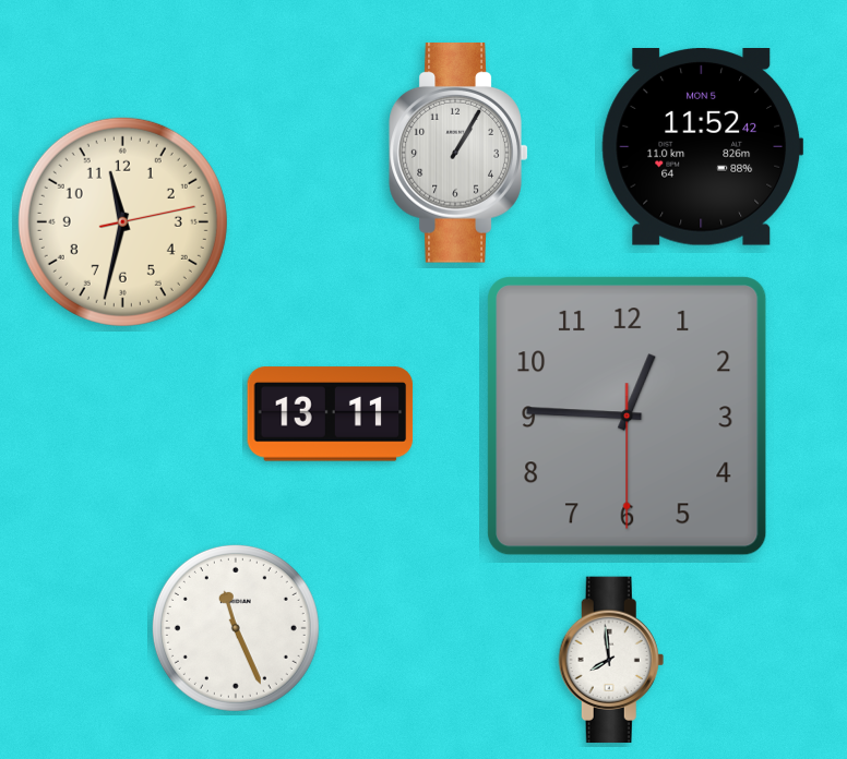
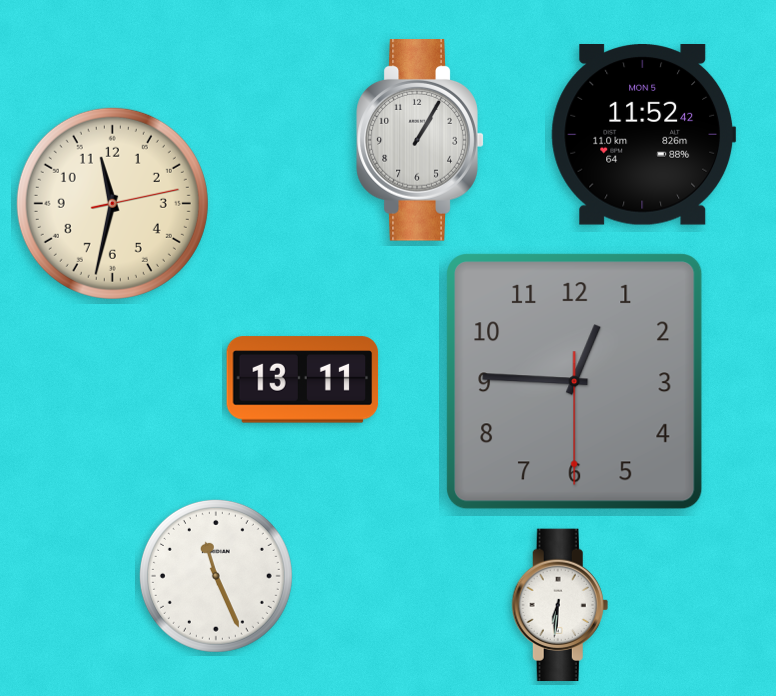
clock at (611, 660): 7:59 -> 6:31
